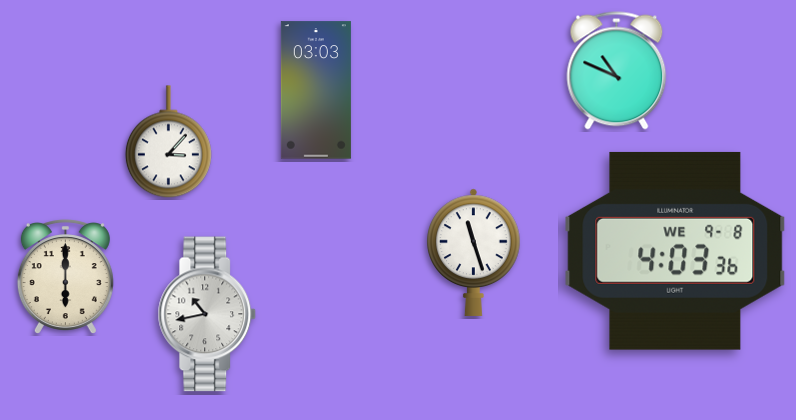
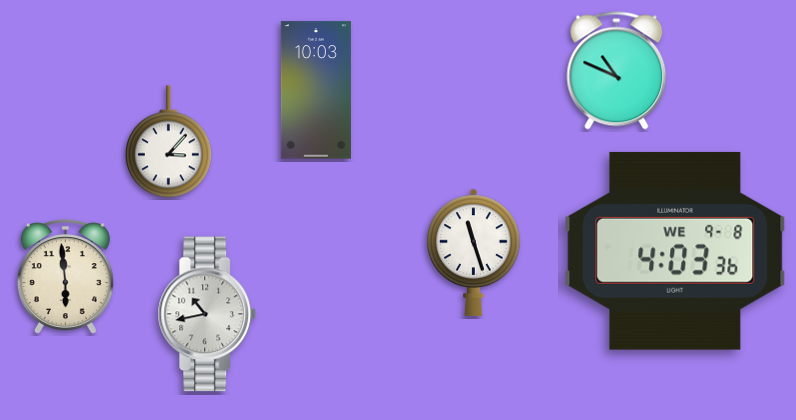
clock at (316, 90): 03:03 -> 10:03
clock at (65, 277): 6:00 -> 5:59
